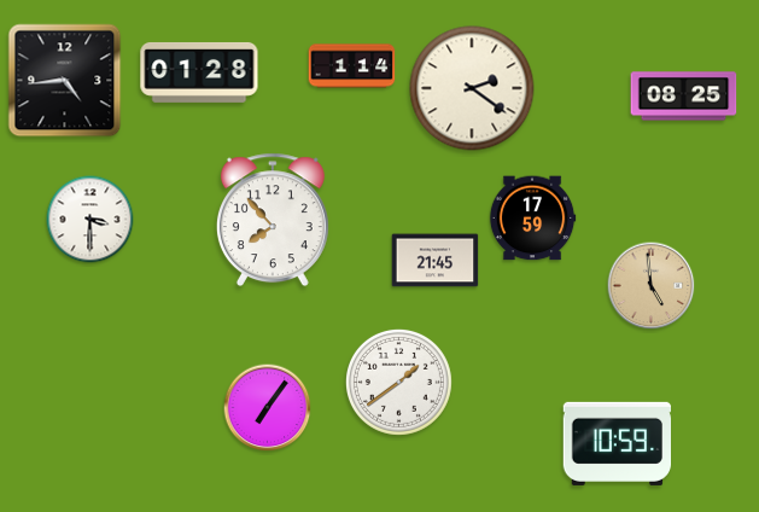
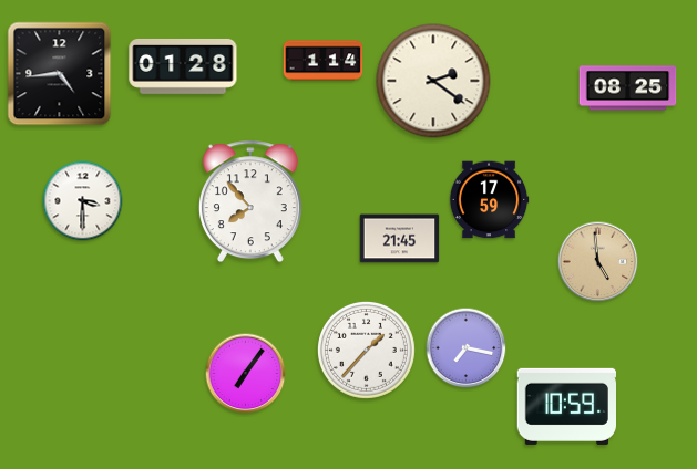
clock at (467, 348): none -> 7:17
clock at (398, 382): 1:39 -> 1:37
